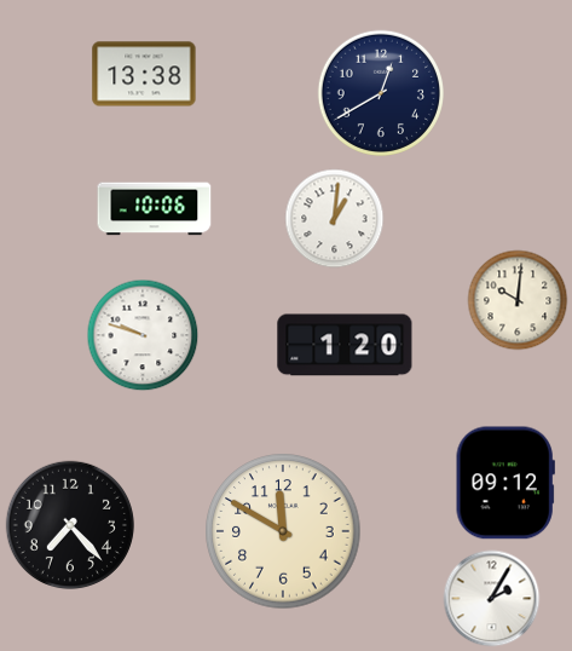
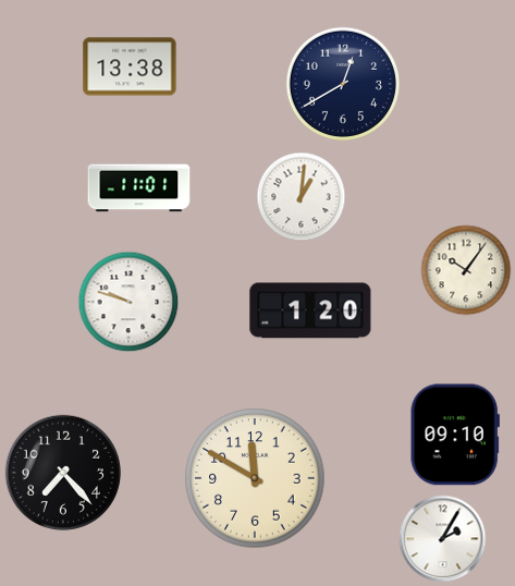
clock at (155, 209): 10:06 -> 11:01
clock at (518, 300): 10:01 -> 10:06
clock at (505, 483): 09:12 -> 09:10
